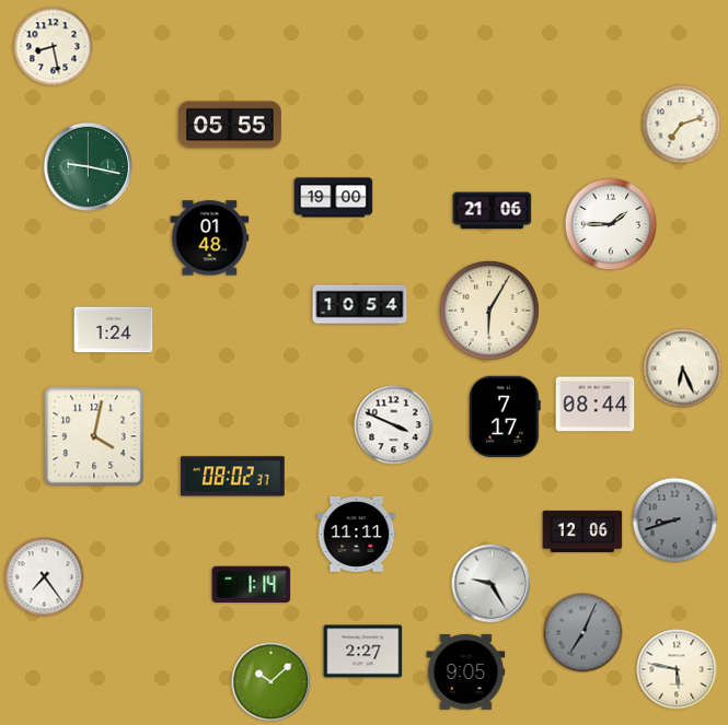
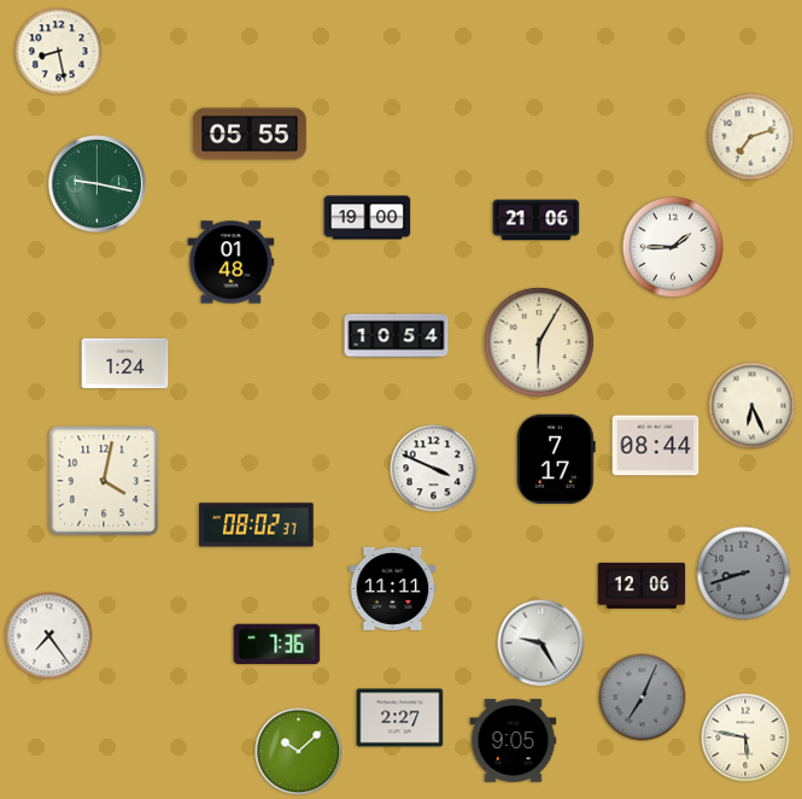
clock at (230, 125) position: (230, 125) -> (250, 134)
clock at (493, 211) position: (493, 211) -> (537, 221)
clock at (252, 585): 1:14 -> 7:36
